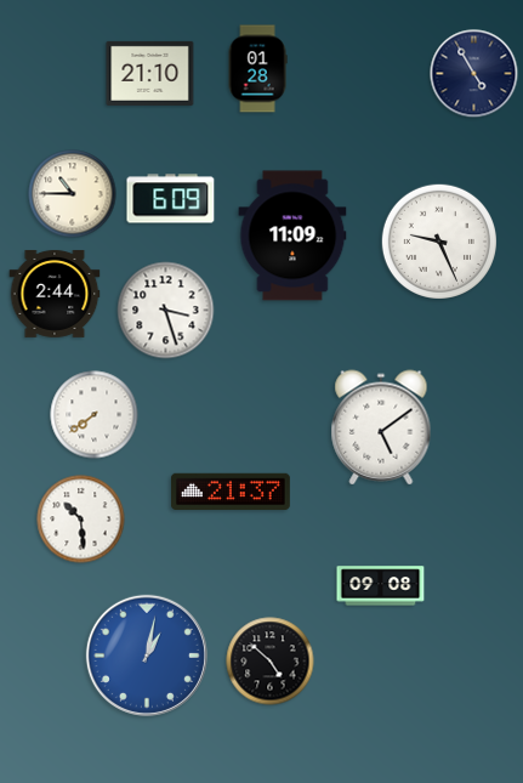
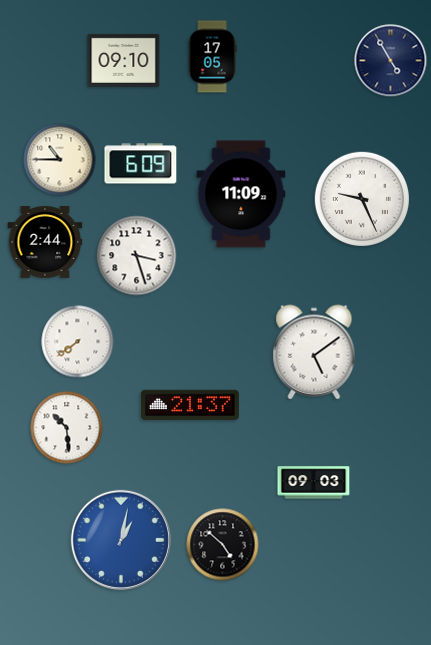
clock at (257, 69): 01:28 -> 17:05
clock at (150, 73): 21:10 -> 09:10
clock at (381, 586): 09:08 -> 09:03
